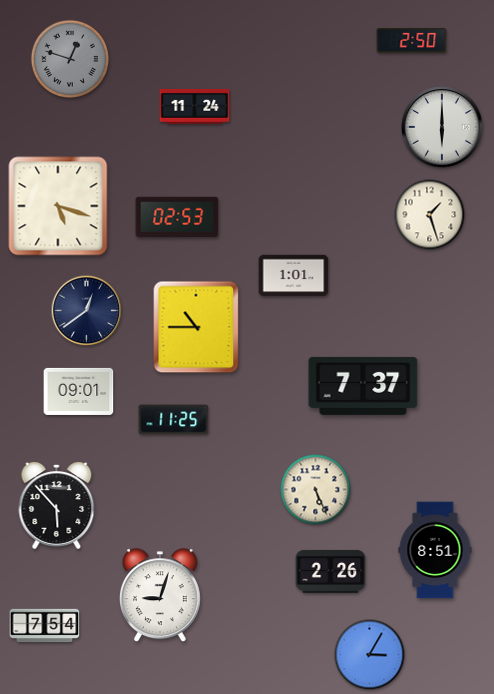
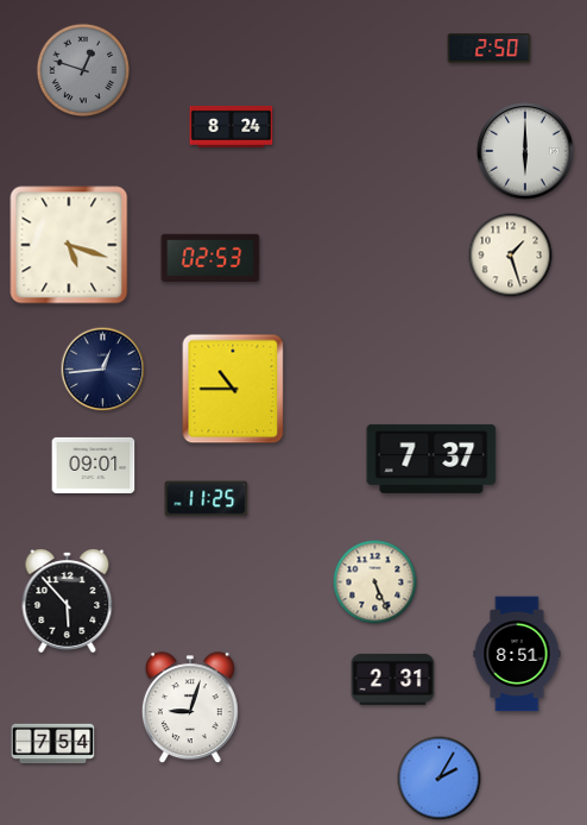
clock at (195, 107): 11:24 -> 8:24
clock at (294, 276): 1:01 -> none
clock at (87, 311): 12:39 -> 12:44
clock at (331, 571): 2:26 -> 2:31
clock at (370, 655): 3:05 -> 2:05
